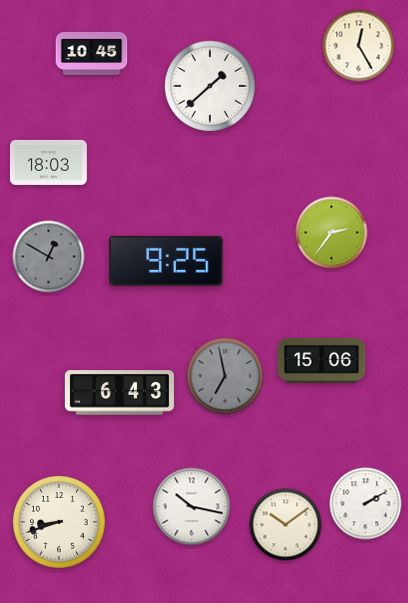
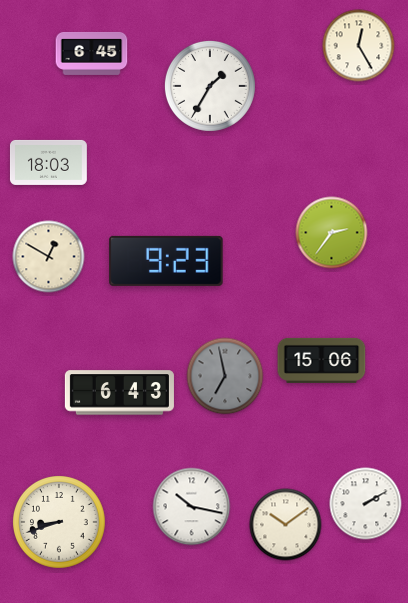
clock at (92, 53): 10:45 -> 6:45
clock at (210, 86): 1:38 -> 1:35
clock at (49, 257) dial: grey -> cream
clock at (166, 261): 9:25 -> 9:23
